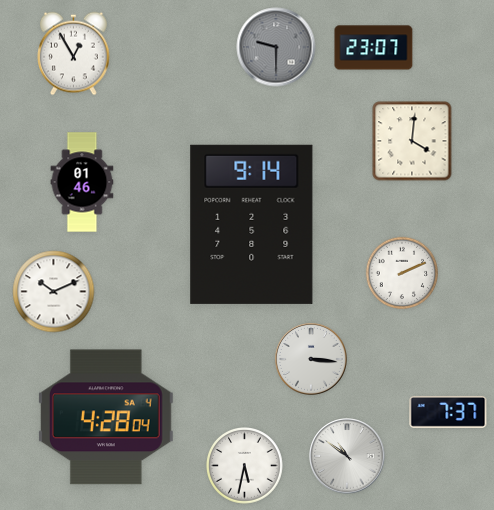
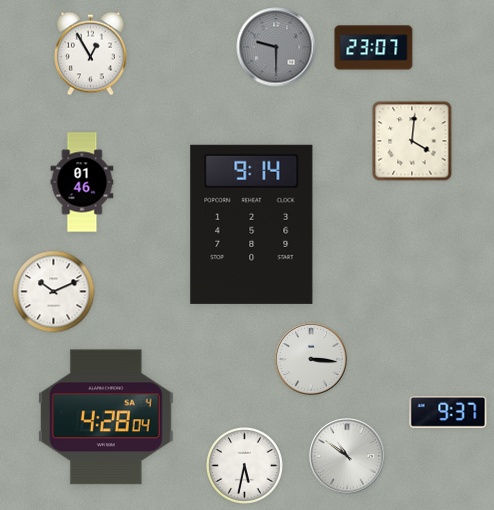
clock at (74, 54) position: (74, 54) -> (91, 54)
clock at (402, 273): 2:11 -> none
clock at (448, 412): 7:37 -> 9:37
